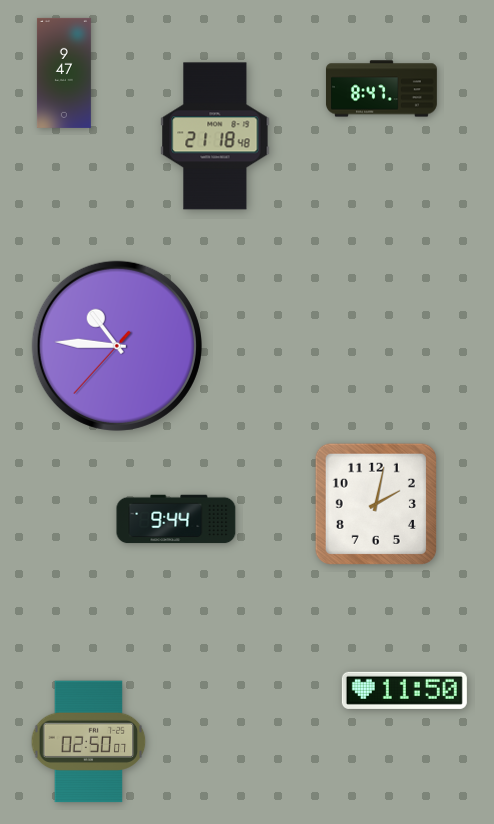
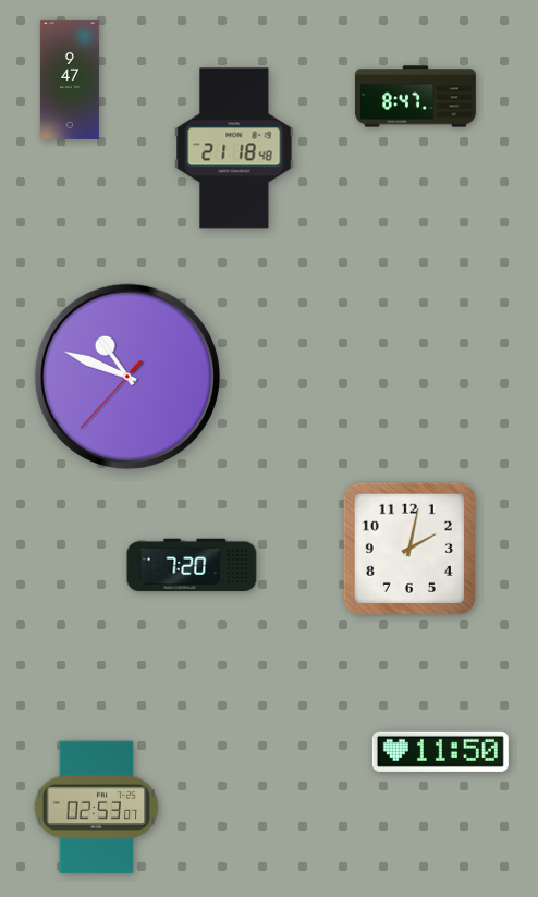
clock at (117, 346): 10:45 -> 10:48
clock at (176, 519): 9:44 -> 7:20
clock at (89, 742): 02:50 -> 02:53
